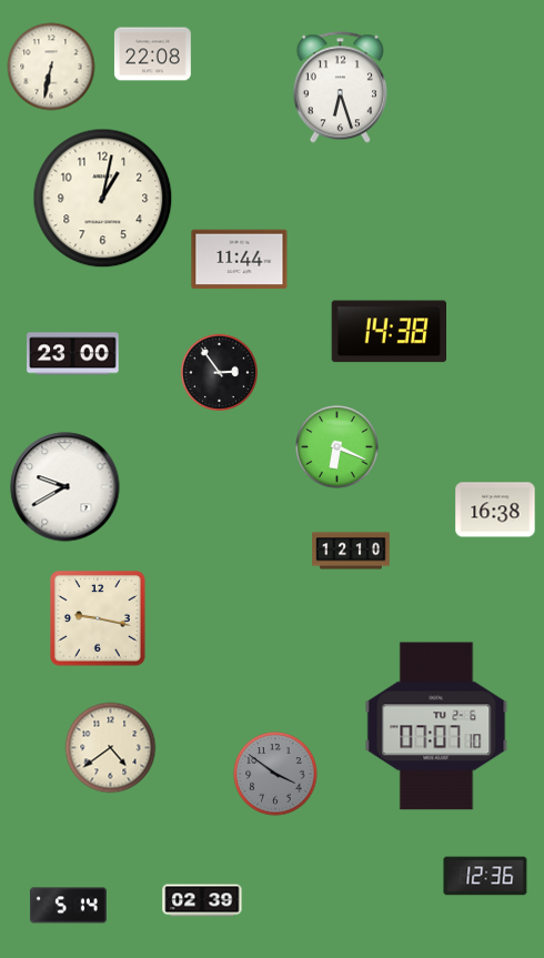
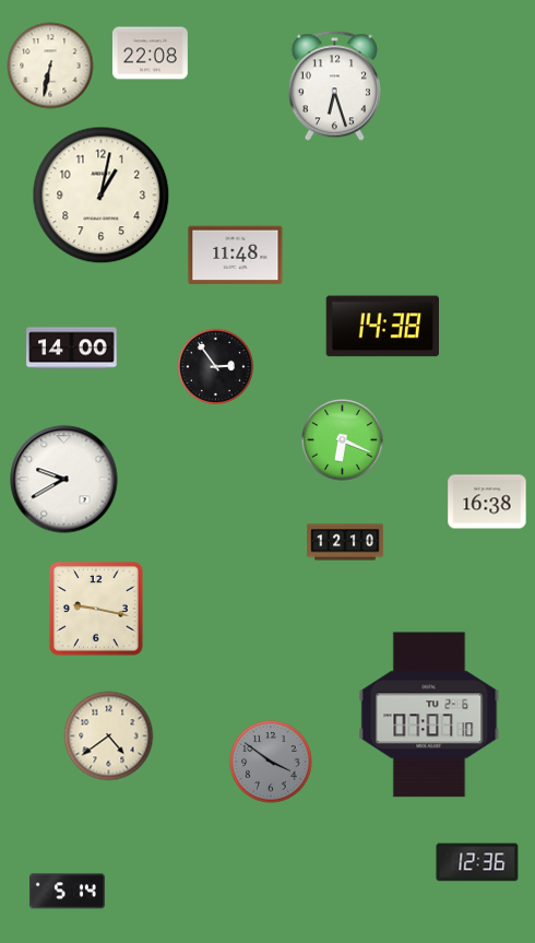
clock at (240, 260): 11:44 -> 11:48
clock at (73, 354): 23:00 -> 14:00
clock at (338, 447) position: (338, 447) -> (343, 440)
clock at (202, 900): 02:39 -> none
